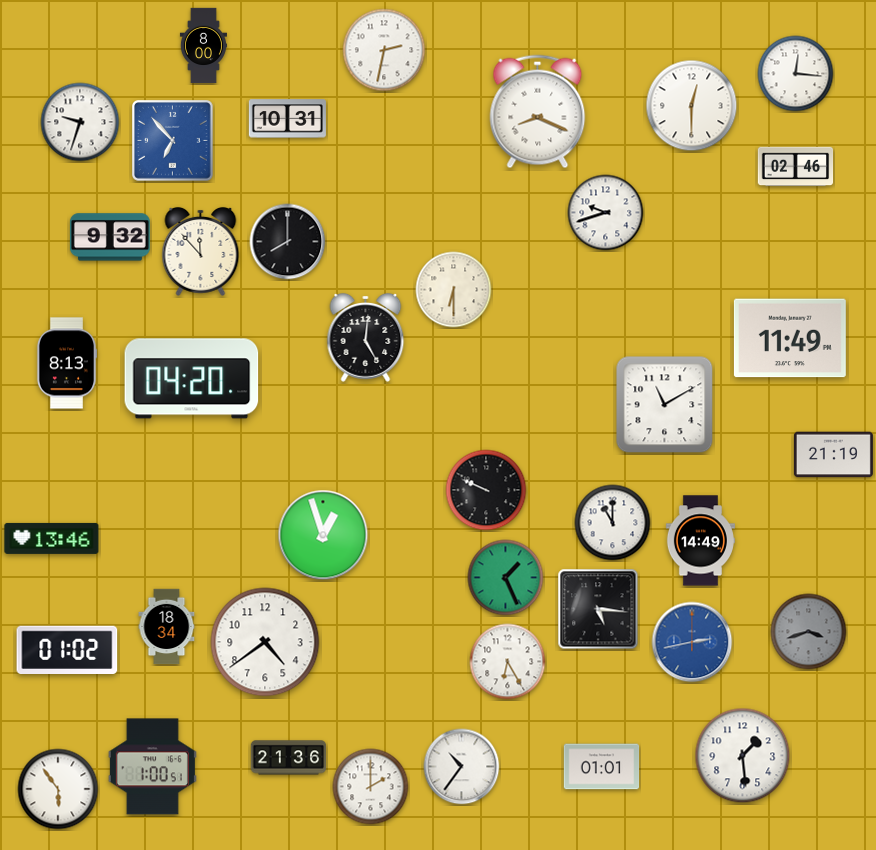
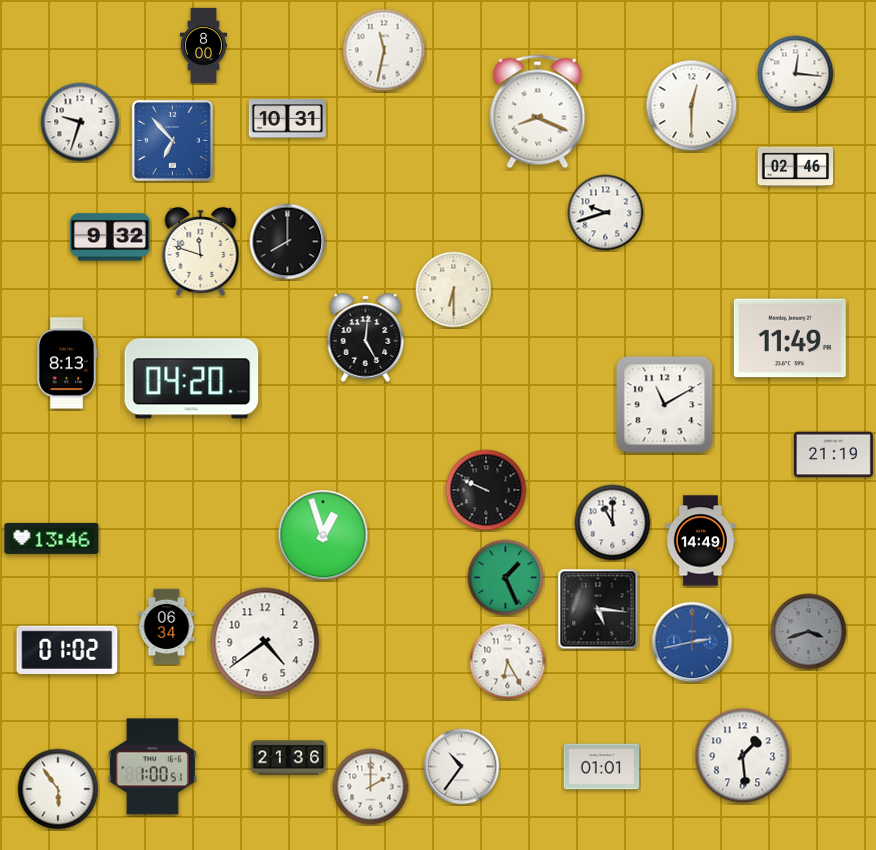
clock at (384, 50): 2:32 -> 11:32
clock at (201, 251): 11:53 -> 11:48
clock at (167, 627): 18:34 -> 06:34
